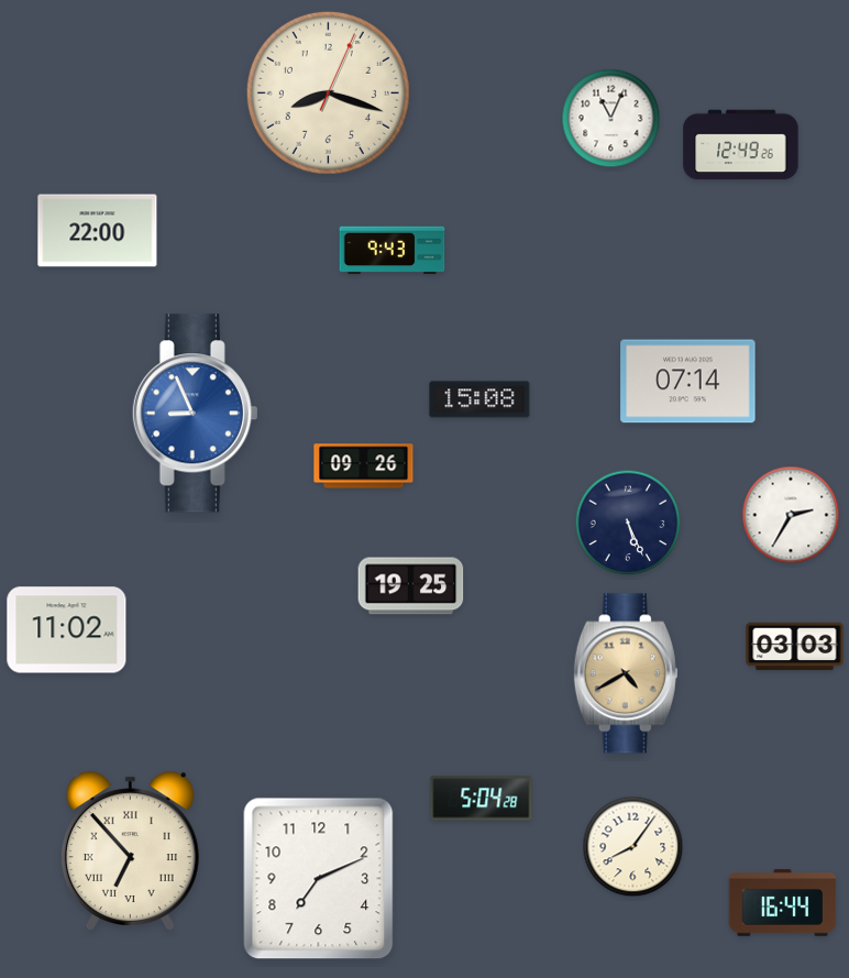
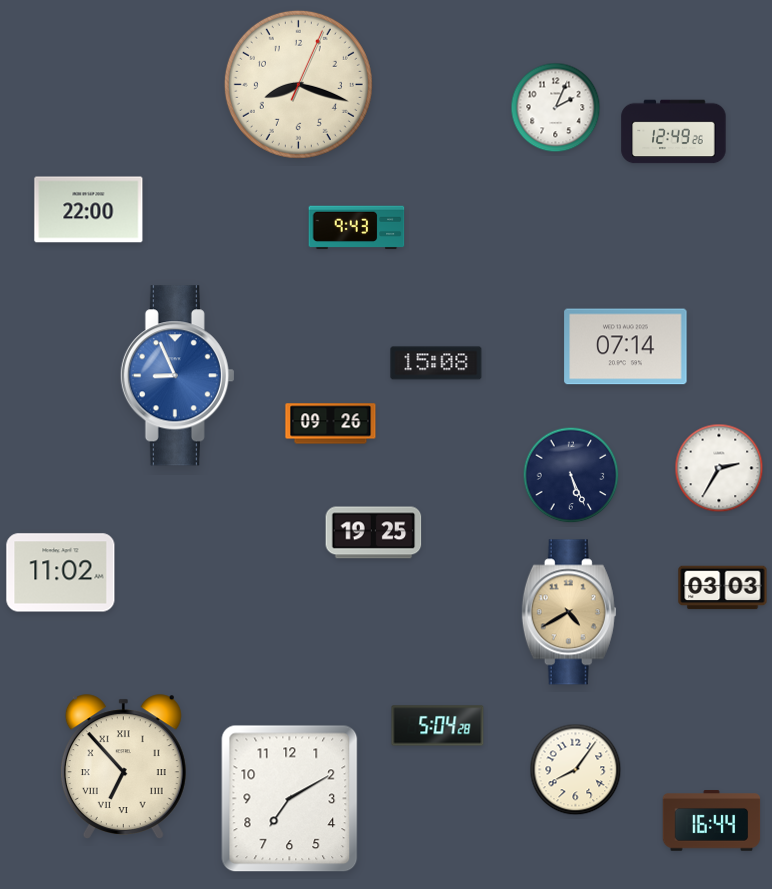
clock at (611, 119): 11:04 -> 2:04
clock at (130, 850) position: (130, 850) -> (123, 766)
clock at (319, 879): 7:11 -> 7:10
